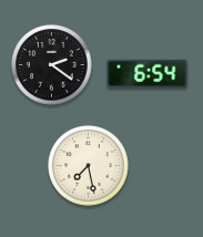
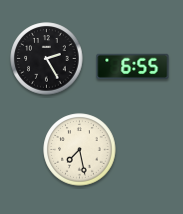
clock at (52, 65): 2:21 -> 2:25
clock at (148, 73): 6:54 -> 6:55
